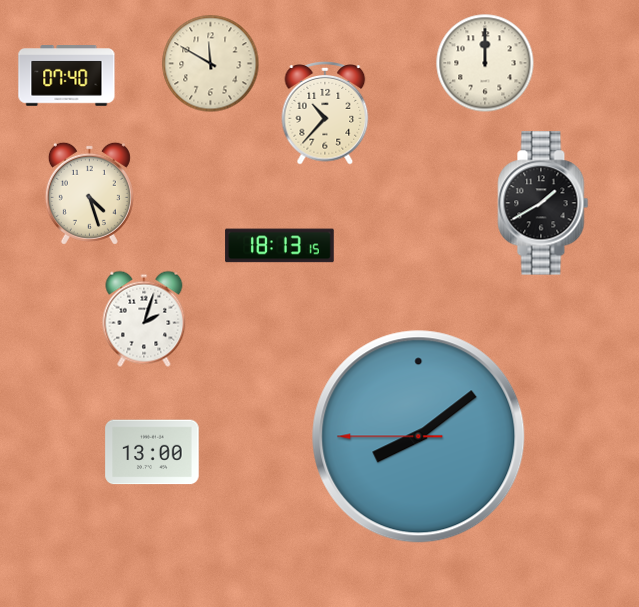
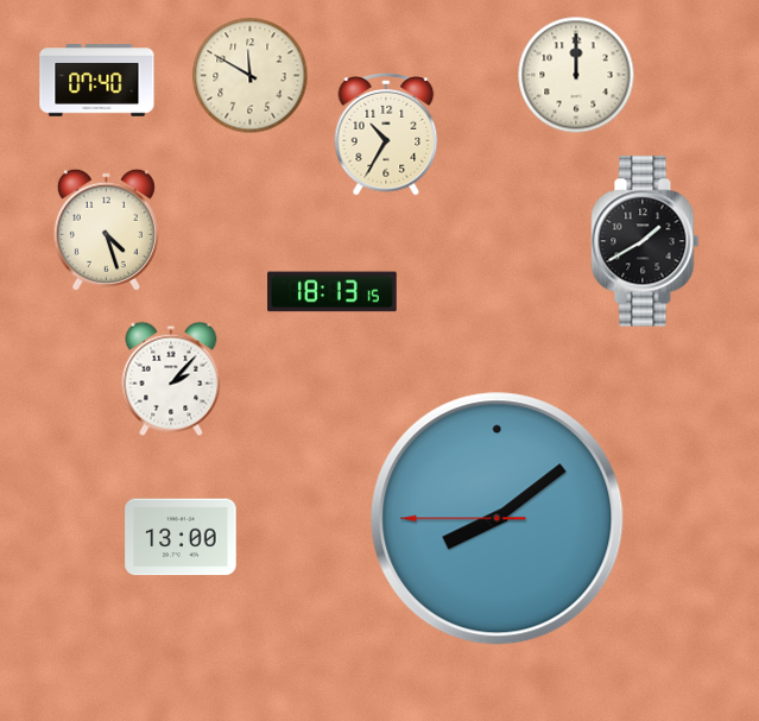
clock at (67, 76) position: (67, 76) -> (97, 81)
clock at (325, 114): 10:37 -> 10:35
clock at (144, 319): 2:03 -> 2:07
